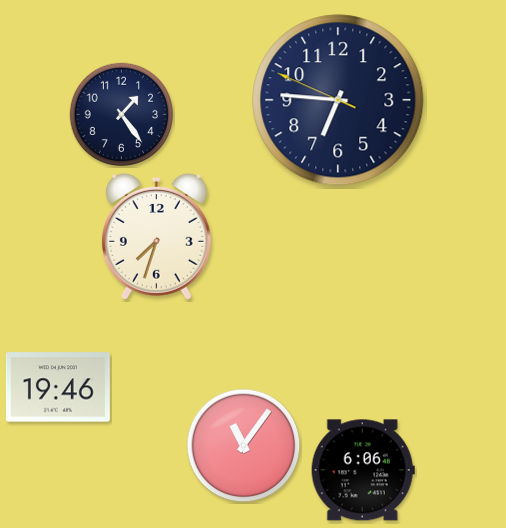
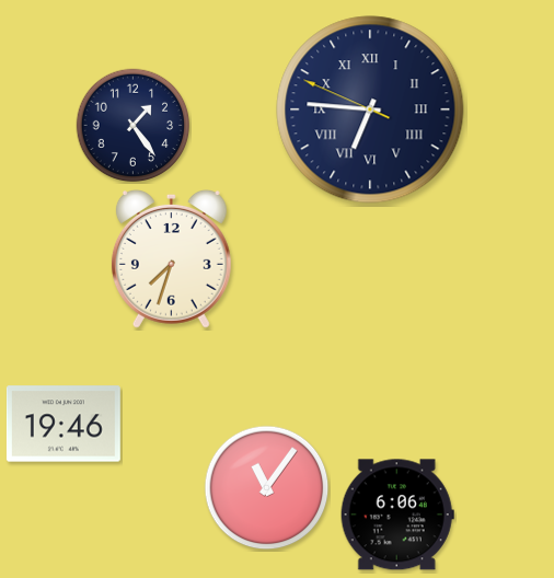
clock at (338, 100) numerals: Arabic -> Roman
